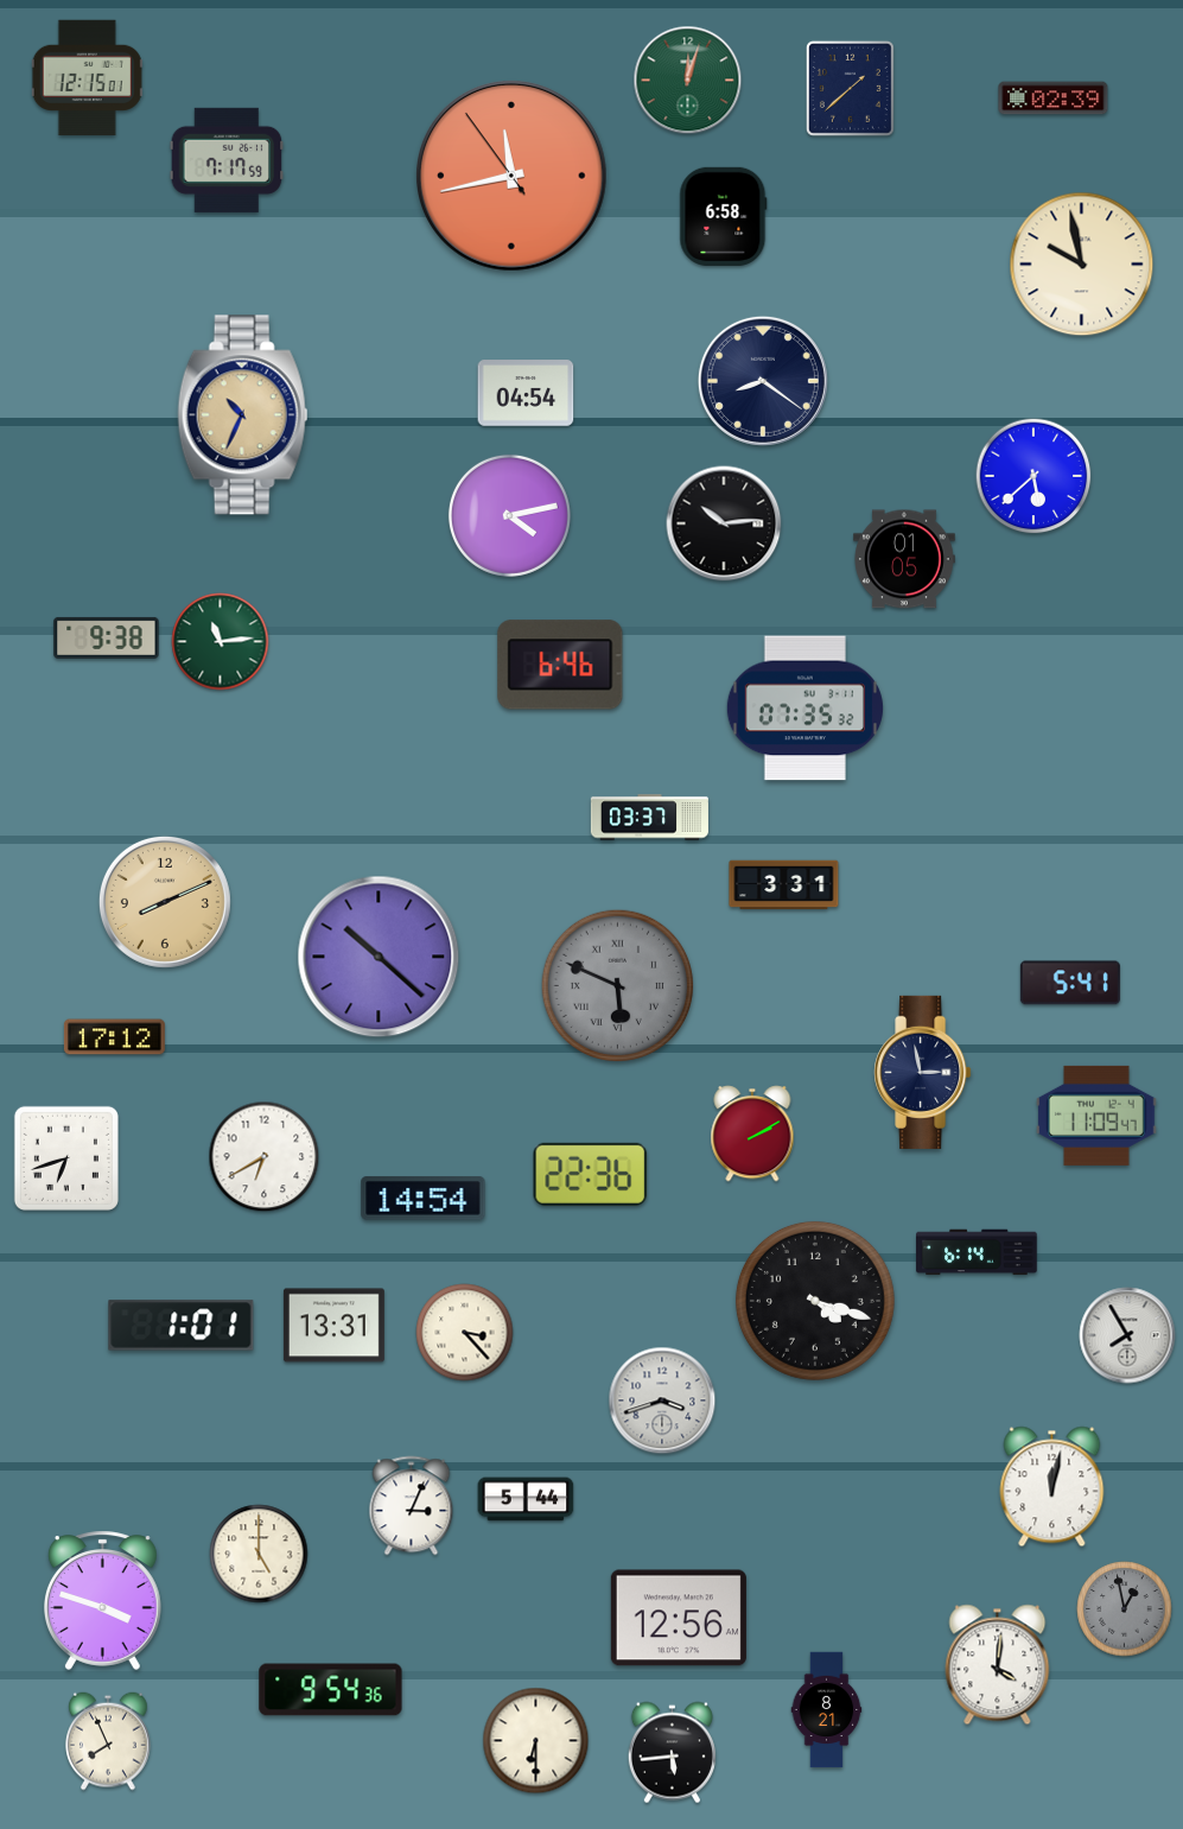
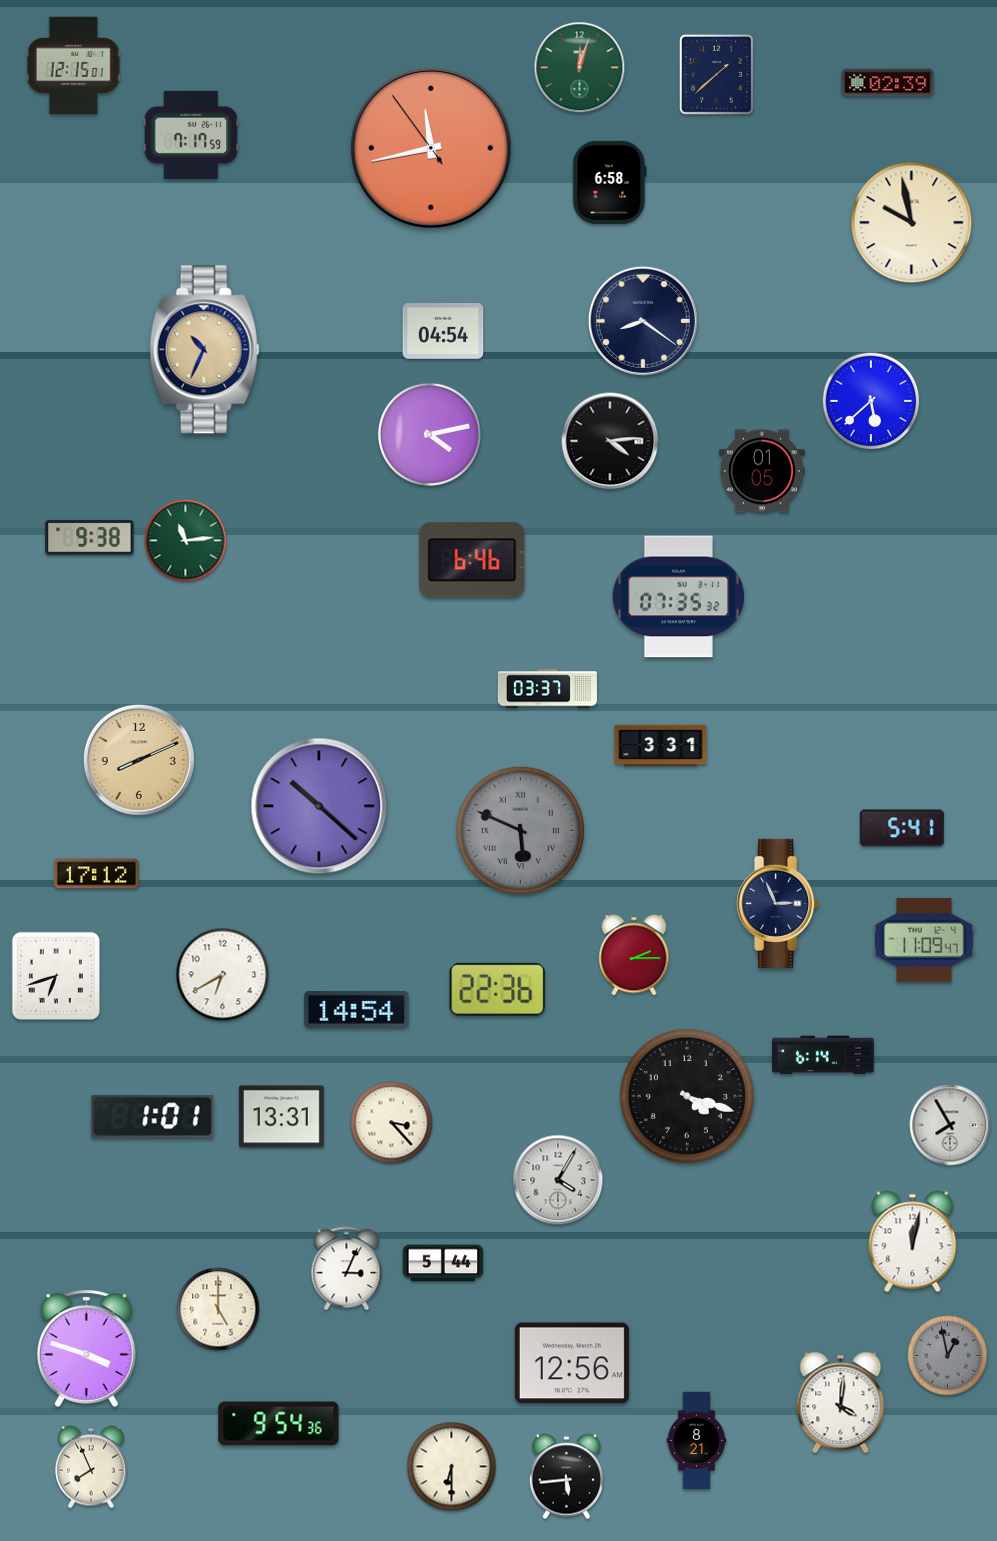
clock at (724, 523): 10:14 -> 4:14
clock at (923, 1072): 2:58 -> 2:56
clock at (752, 1133): 2:10 -> 2:15
clock at (662, 1401): 3:42 -> 4:05
clock at (1052, 1487) position: (1052, 1487) -> (913, 1242)
